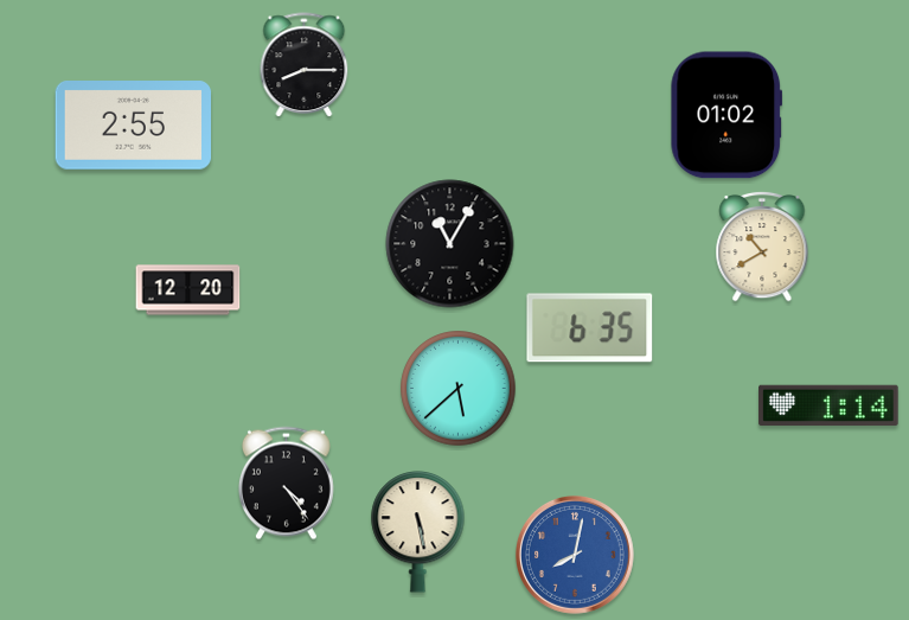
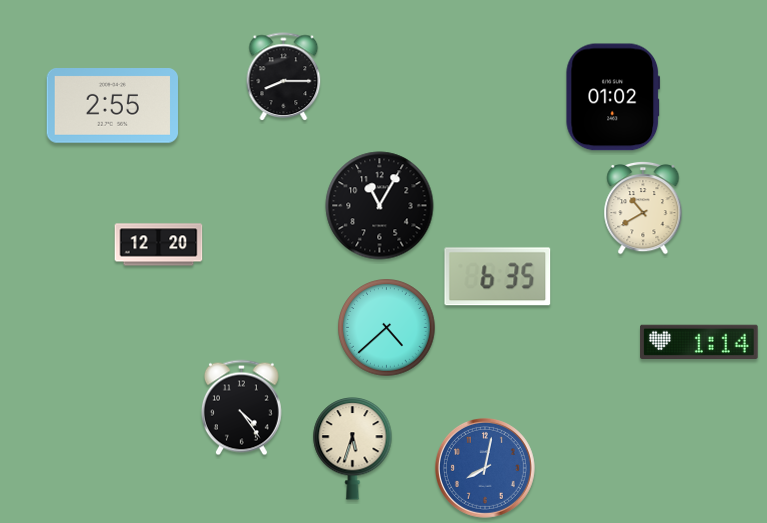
clock at (305, 64) position: (305, 64) -> (284, 76)
clock at (459, 389): 5:38 -> 4:38
clock at (418, 532): 5:28 -> 5:33
